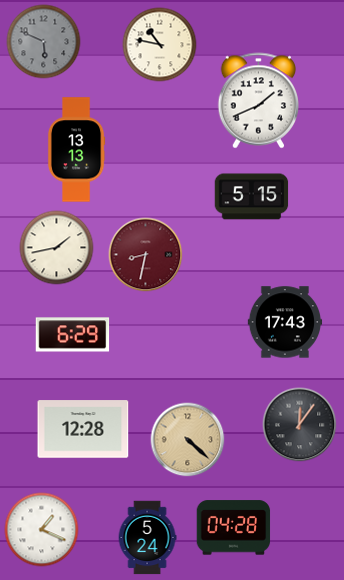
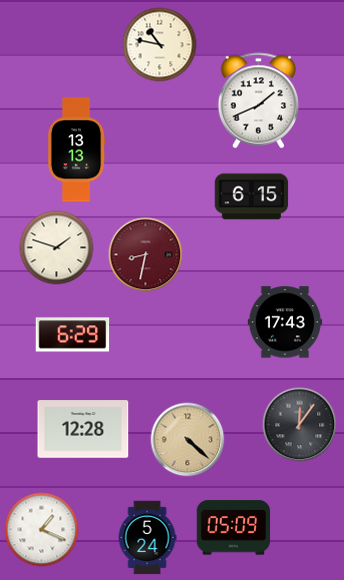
clock at (44, 42): 5:49 -> none
clock at (252, 197): 5:15 -> 6:15
clock at (57, 248): 1:43 -> 1:48
clock at (234, 528): 04:28 -> 05:09
